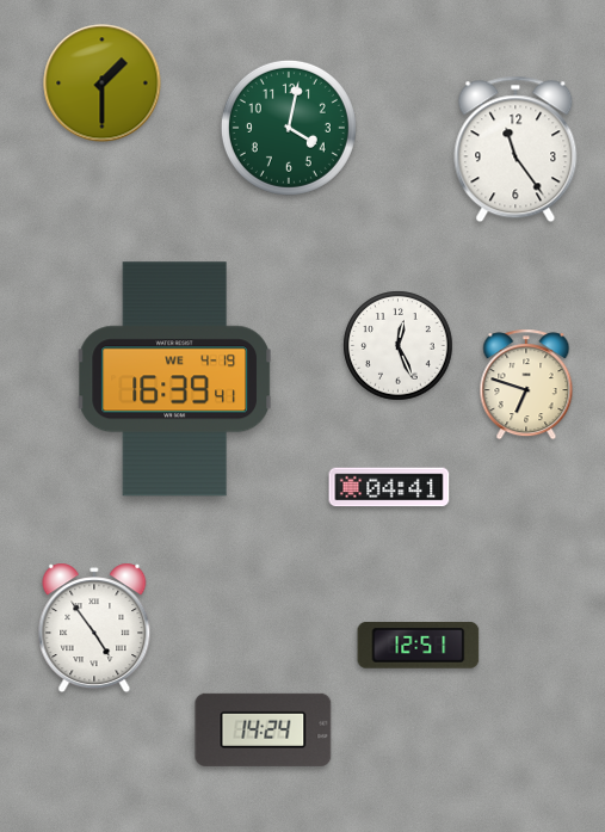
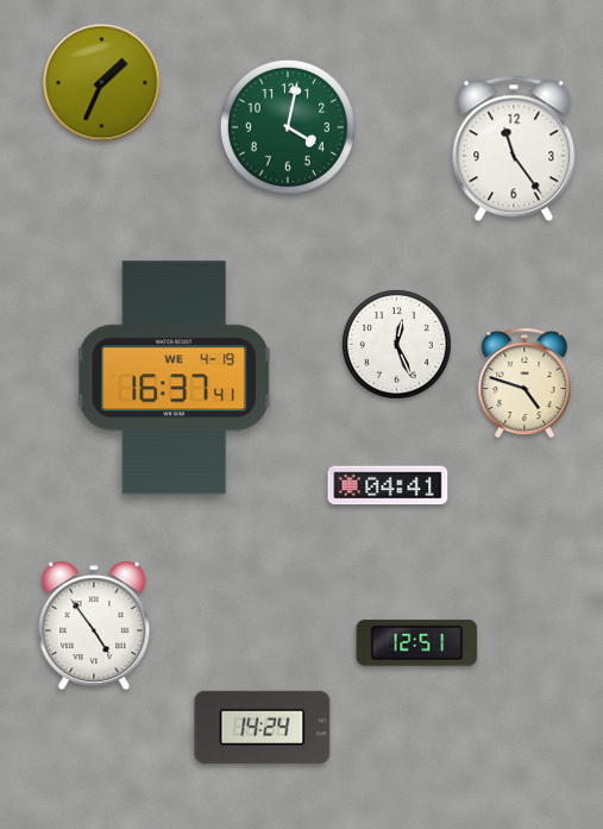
clock at (103, 84): 1:30 -> 1:34
clock at (174, 380): 16:39 -> 16:37
clock at (526, 384): 6:48 -> 4:48
